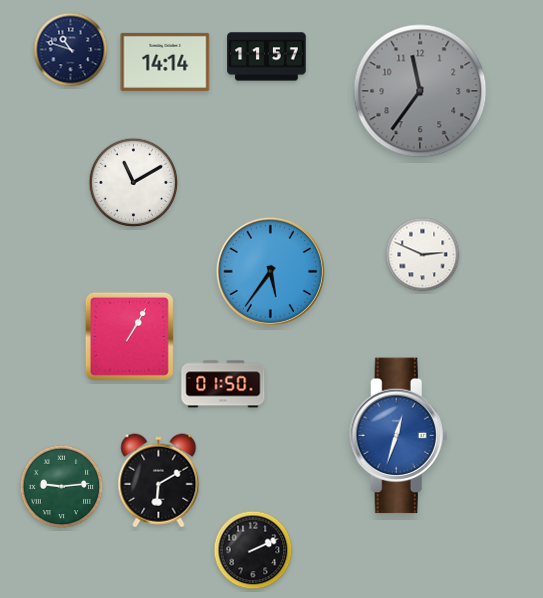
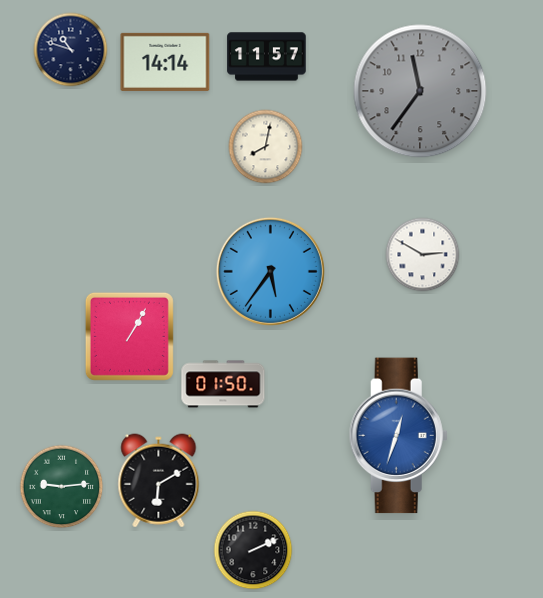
clock at (266, 147): none -> 8:02
clock at (134, 183): 11:10 -> none
clock at (423, 255): 2:49 -> 2:50
